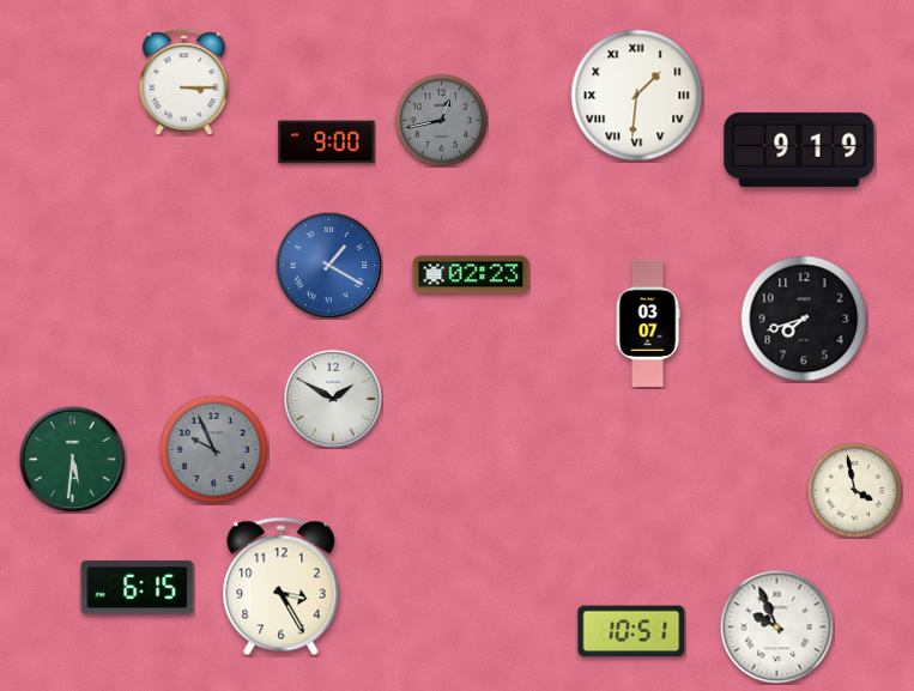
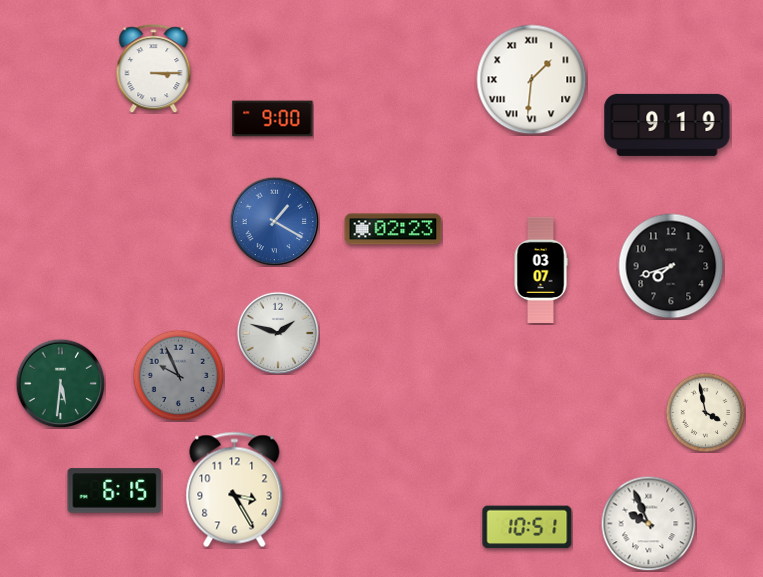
clock at (441, 120): 12:43 -> none
clock at (332, 398): 1:50 -> 1:48
clock at (854, 490) position: (854, 490) -> (705, 412)
